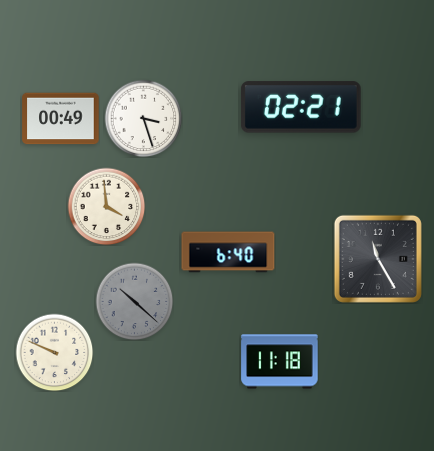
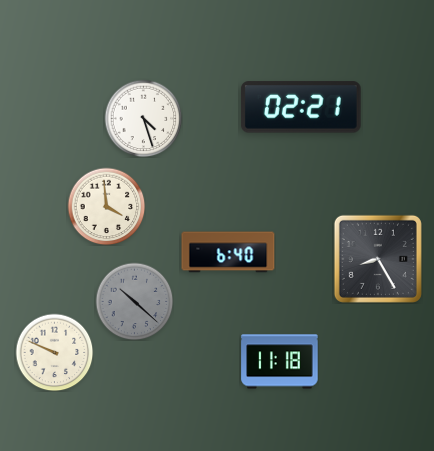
clock at (143, 118): 3:27 -> 4:27
clock at (61, 119): 00:49 -> none
clock at (378, 259): 11:25 -> 8:25
